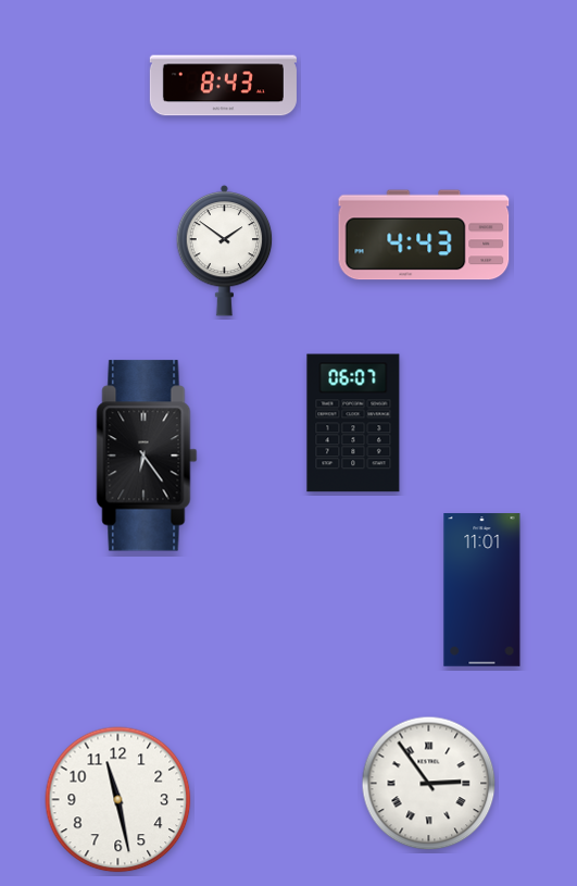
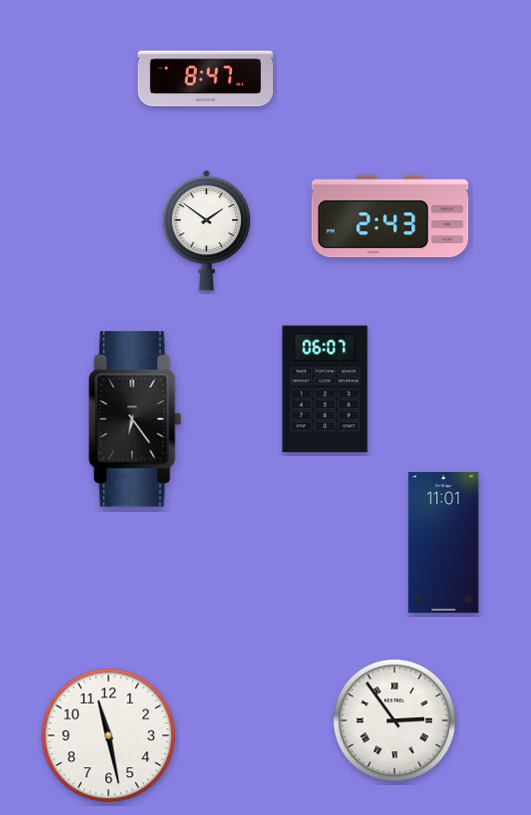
clock at (223, 86): 8:43 -> 8:47
clock at (424, 235): 4:43 -> 2:43
